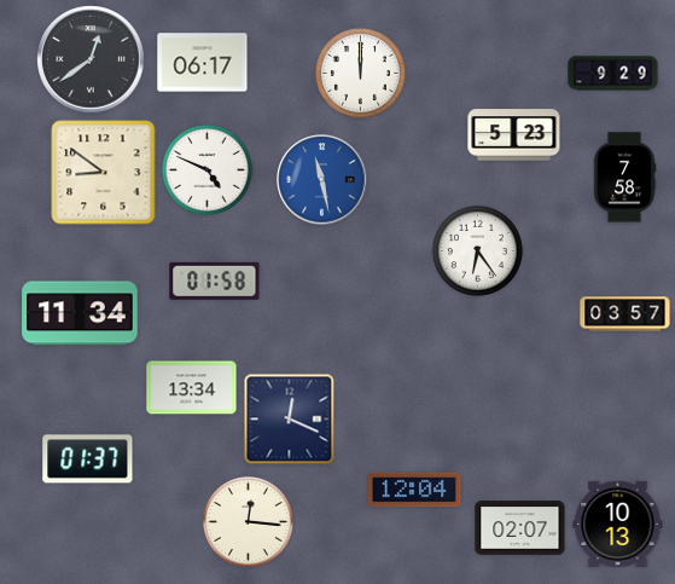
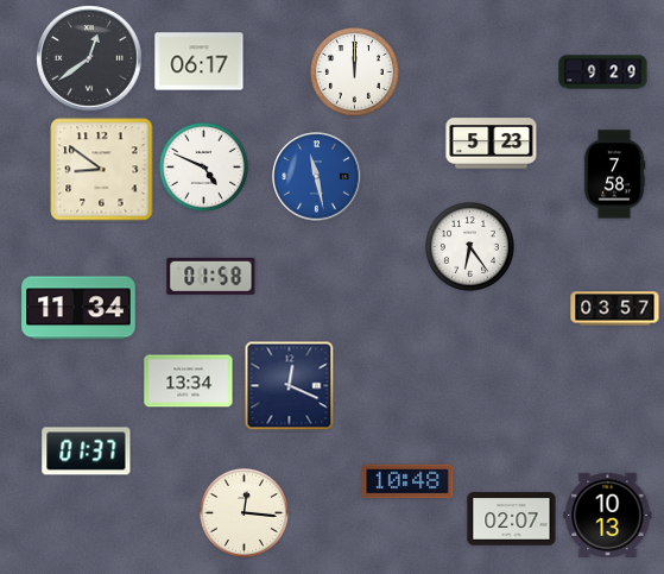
clock at (514, 135) position: (514, 135) -> (492, 144)
clock at (290, 420) position: (290, 420) -> (290, 386)
clock at (414, 490): 12:04 -> 10:48
